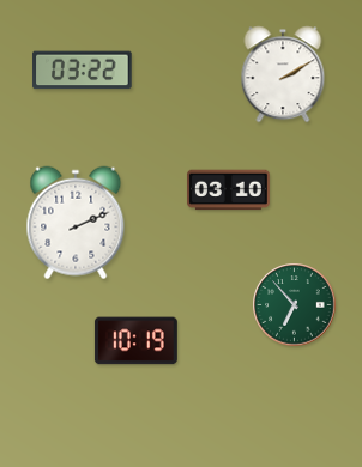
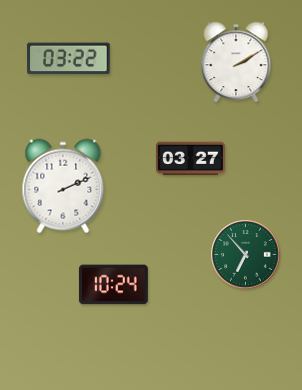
clock at (228, 190): 03:10 -> 03:27
clock at (135, 341): 10:19 -> 10:24
